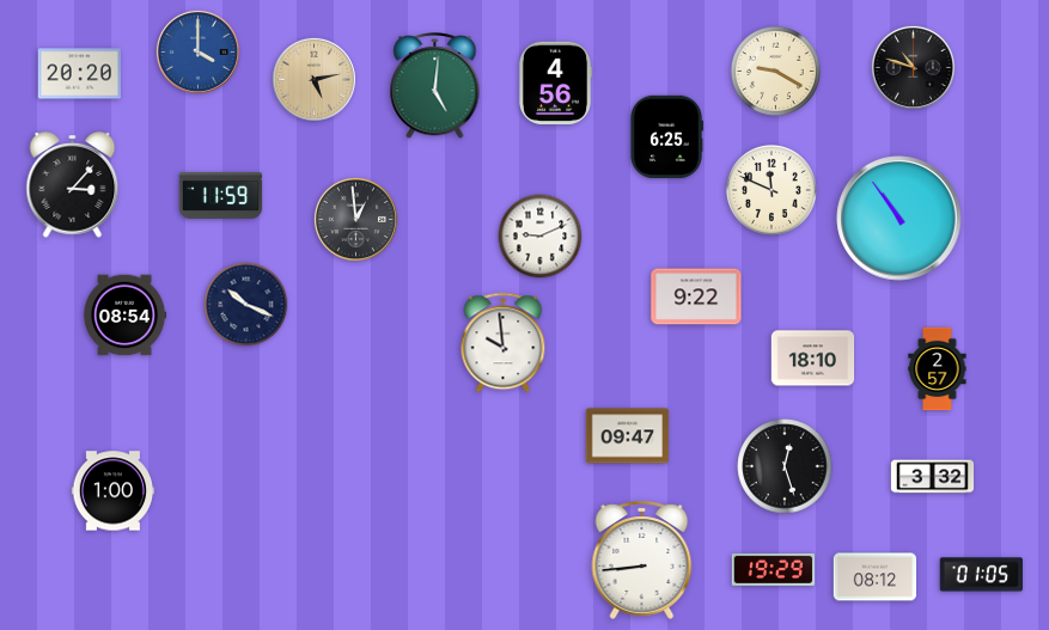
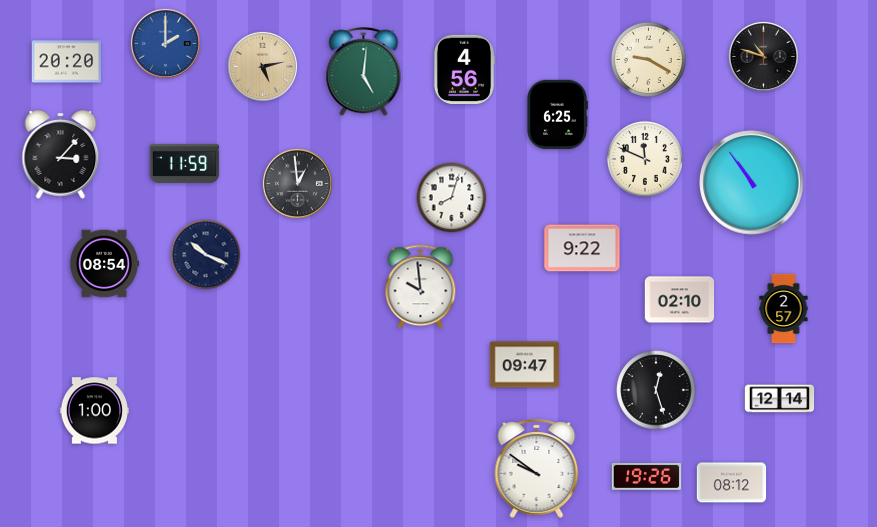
clock at (197, 51): 4:00 -> 2:00
clock at (541, 237): 9:11 -> 8:03
clock at (813, 359): 18:10 -> 02:10
clock at (933, 477): 3:32 -> 12:14
clock at (642, 559): 8:44 -> 9:51
clock at (774, 569): 19:29 -> 19:26
clock at (981, 575): 01:05 -> none
